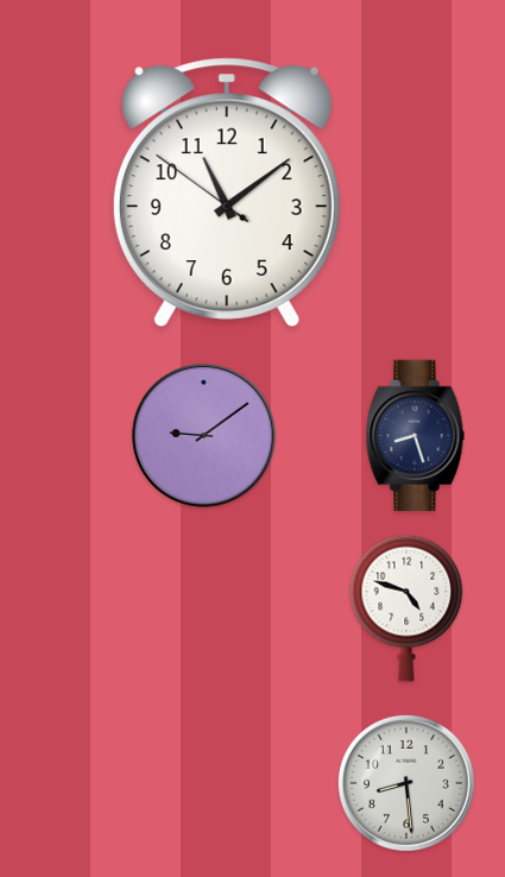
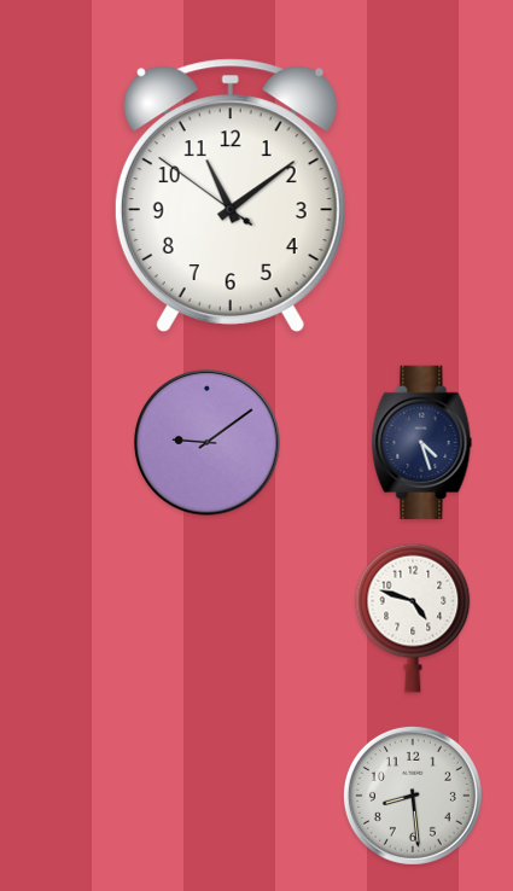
clock at (416, 436): 8:27 -> 4:27
